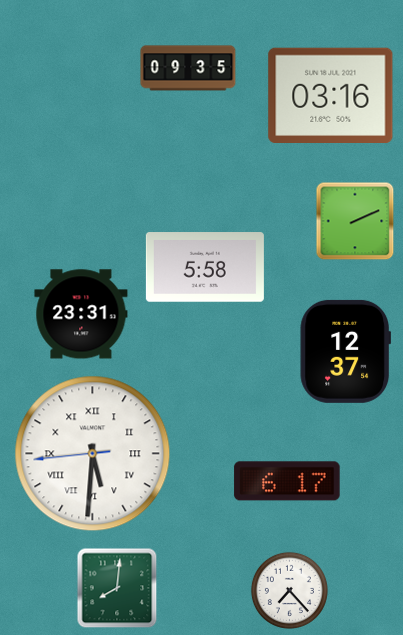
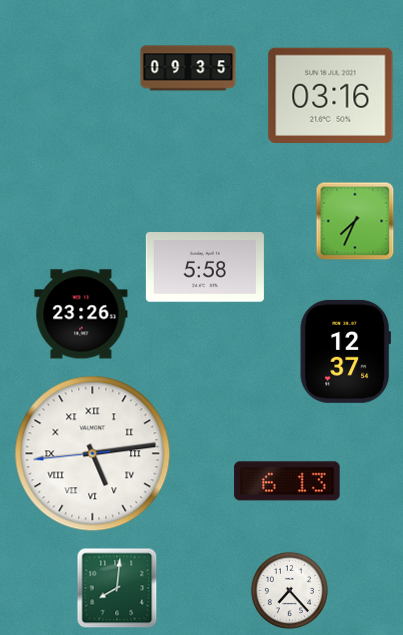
clock at (355, 221): 2:11 -> 7:34
clock at (81, 314): 23:31 -> 23:26
clock at (93, 454): 5:30 -> 5:13
clock at (287, 481): 6:17 -> 6:13
